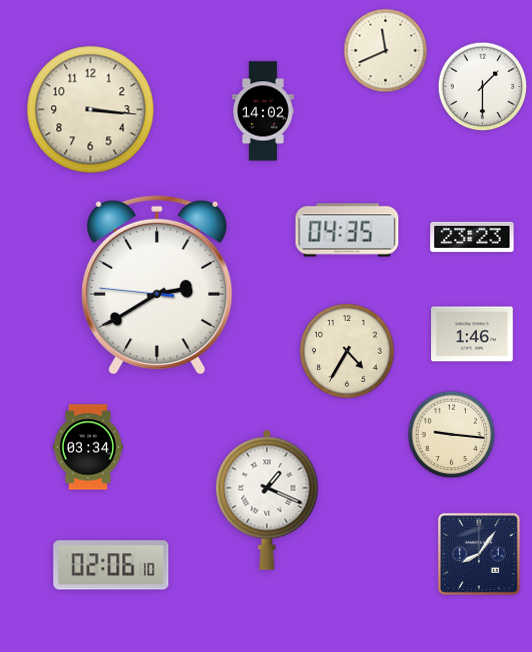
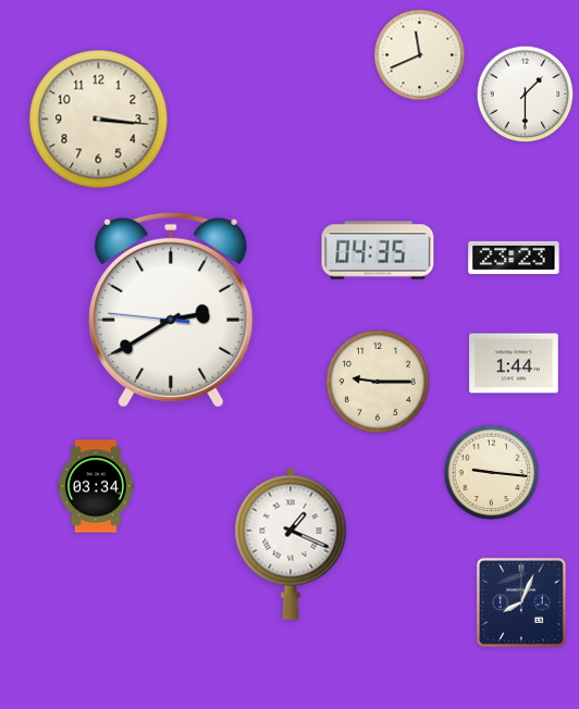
clock at (264, 111): 14:02 -> none
clock at (472, 334): 1:46 -> 1:44
clock at (347, 351): 4:35 -> 9:15
clock at (479, 554): 8:06 -> 8:04
clock at (111, 565): 02:06 -> none
